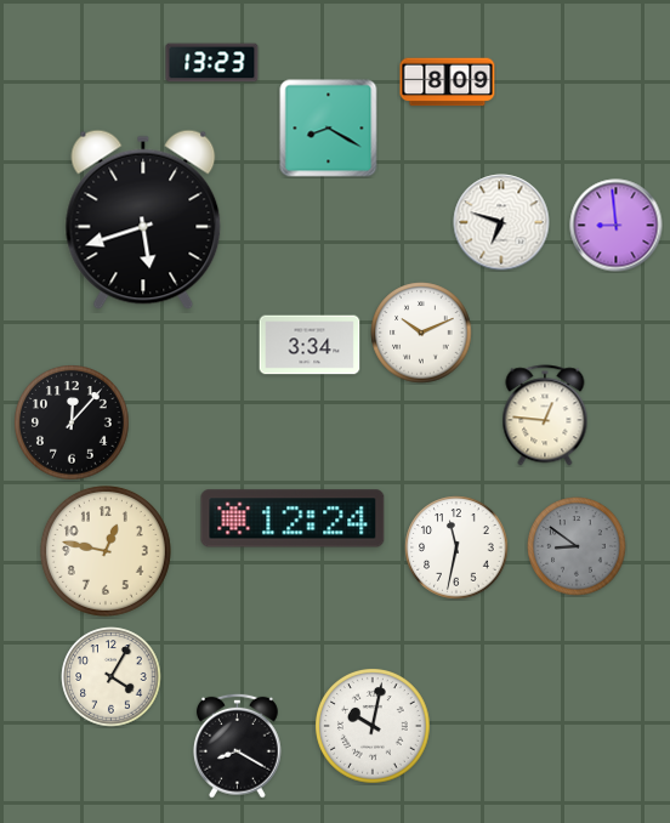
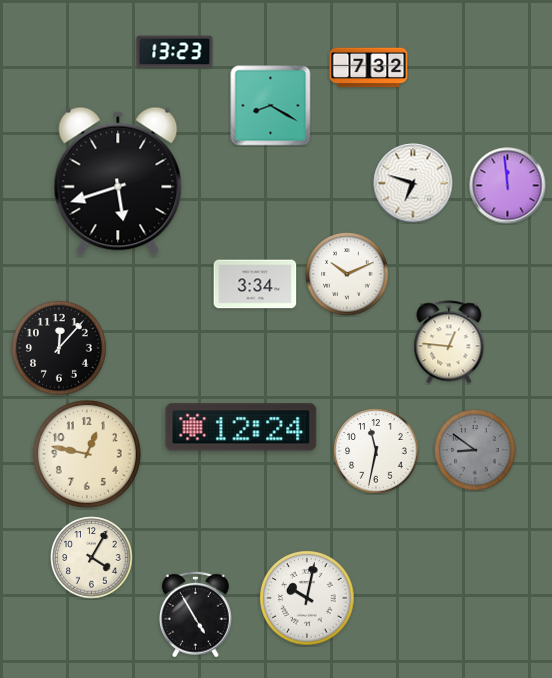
clock at (448, 83): 8:09 -> 7:32
clock at (617, 226): 8:59 -> 11:59
clock at (237, 745): 8:20 -> 4:55
